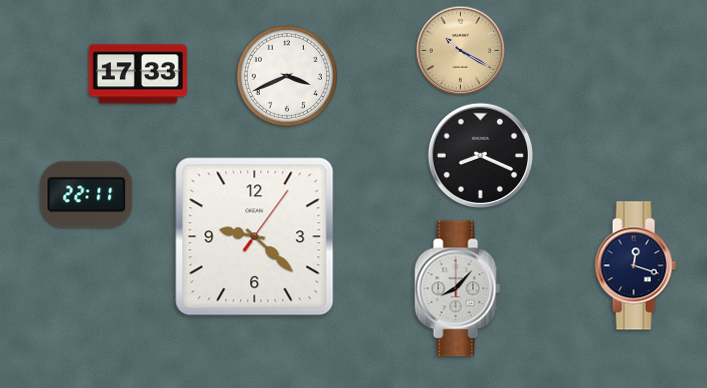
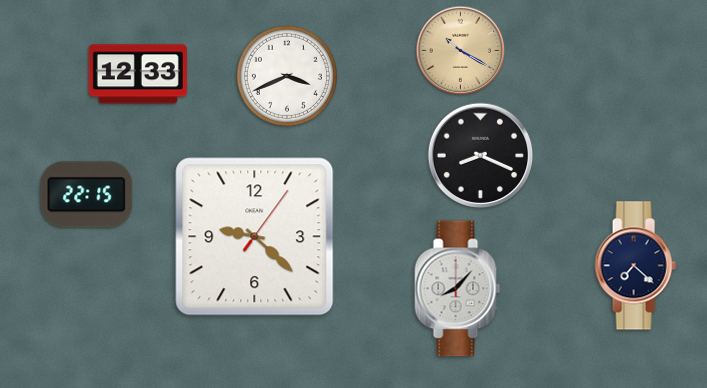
clock at (138, 74): 17:33 -> 12:33
clock at (87, 195): 22:11 -> 22:15
clock at (635, 266): 12:18 -> 7:22
